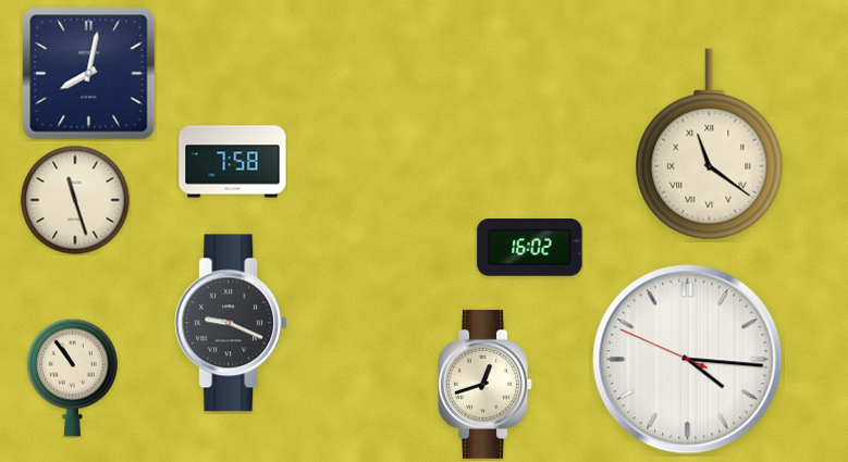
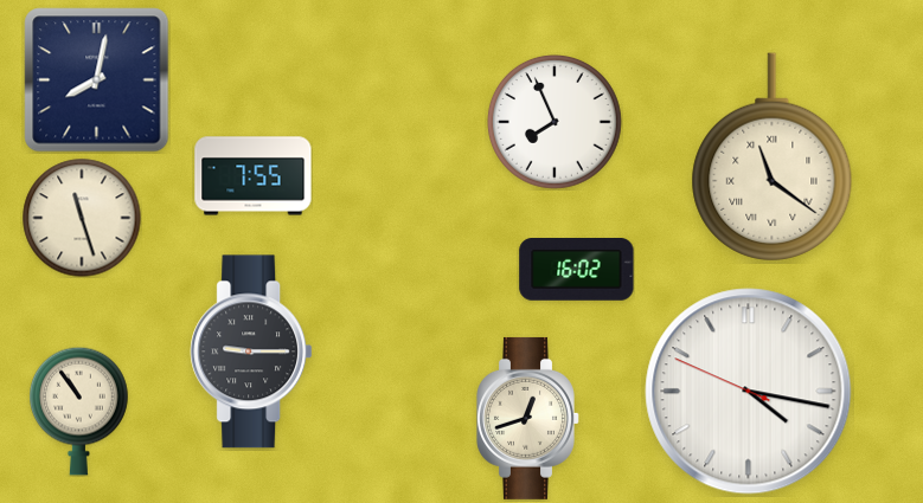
clock at (556, 123): none -> 7:56
clock at (233, 162): 7:58 -> 7:55
clock at (231, 323): 9:19 -> 9:15
clock at (688, 360): 4:15 -> 4:16
